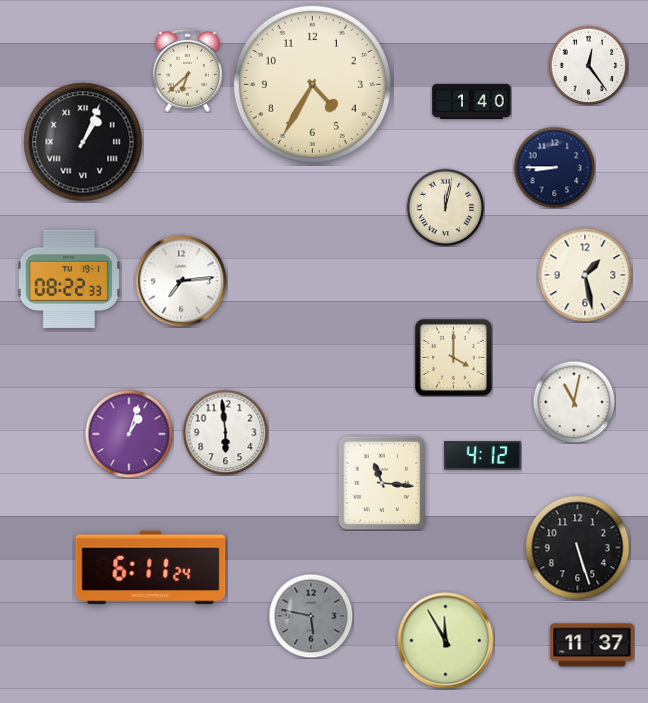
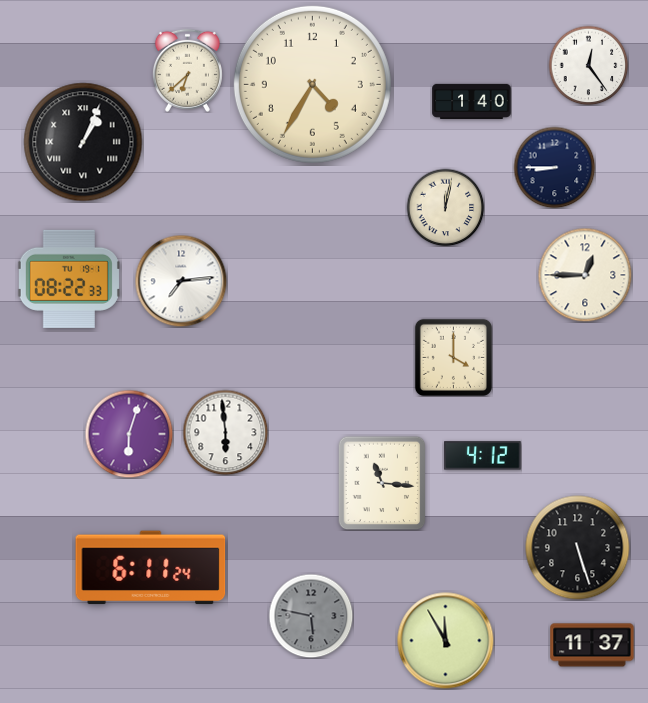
clock at (585, 275): 1:28 -> 12:45
clock at (574, 402): 11:02 -> none
clock at (129, 434): 1:03 -> 6:03
